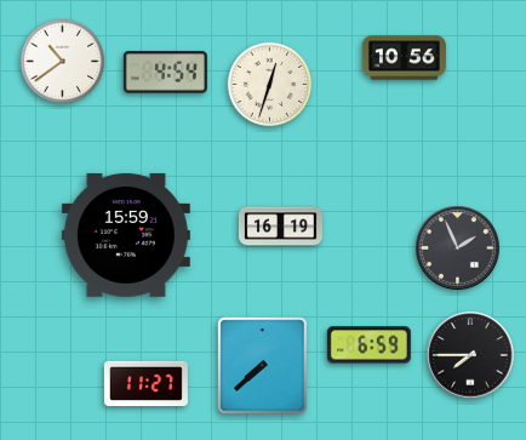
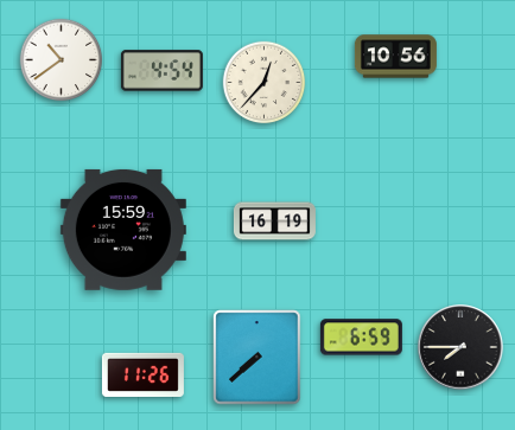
clock at (270, 85): 12:33 -> 12:37
clock at (458, 248): 1:56 -> none
clock at (145, 383): 11:27 -> 11:26
